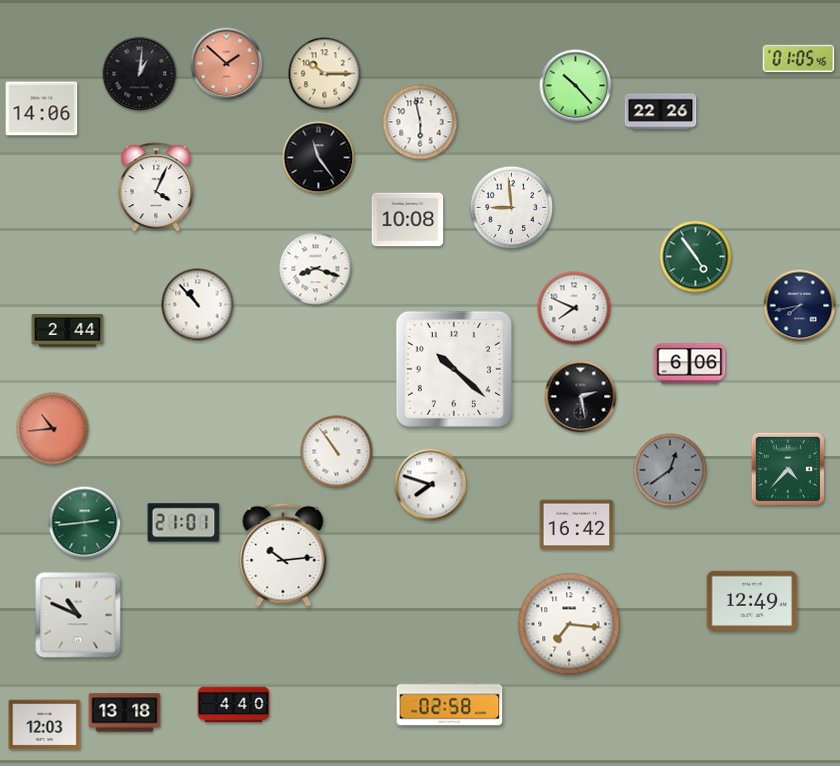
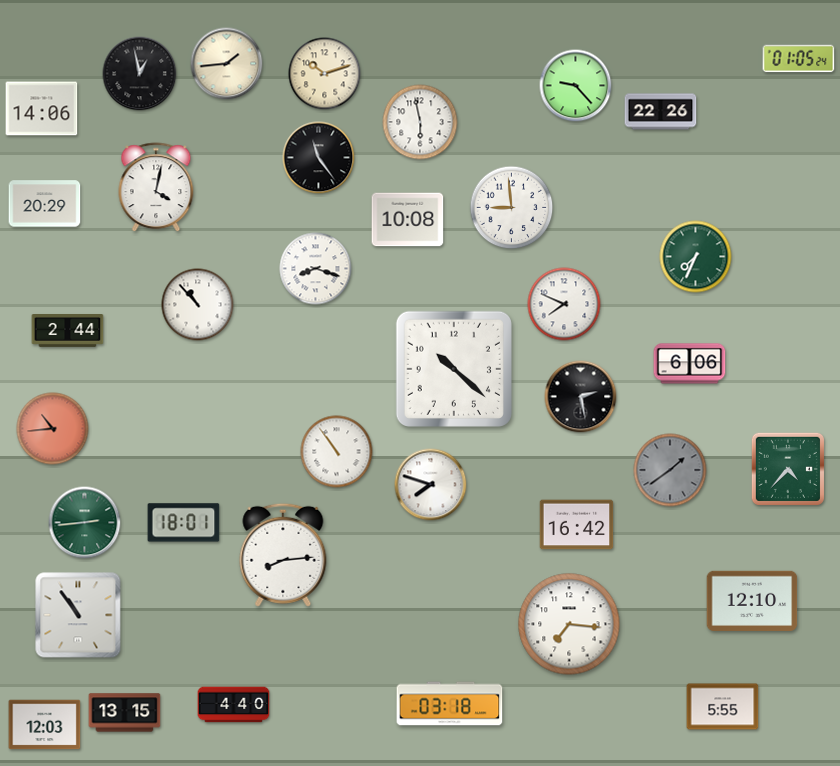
clock at (799, 59): 01:05:46 -> 01:05:24
clock at (227, 64): 1:52 -> 1:44
clock at (227, 64) dial: salmon -> cream
clock at (140, 74): 1:01 -> 12:58
clock at (325, 74): 10:15 -> 10:12
clock at (576, 86): 10:23 -> 9:23
clock at (156, 188): 4:04 -> 4:02
clock at (45, 204): none -> 20:29
clock at (696, 257): 4:54 -> 7:34
clock at (800, 306): 7:43 -> none
clock at (574, 308) position: (574, 308) -> (564, 304)
clock at (670, 470): 12:39 -> 1:39
clock at (184, 523): 21:01 -> 18:01
clock at (283, 555): 10:14 -> 8:14
clock at (752, 601): 12:49 -> 12:10
clock at (78, 615): 10:49 -> 10:54
clock at (450, 704): 02:58 -> 03:18
clock at (723, 707): none -> 5:55
clock at (125, 713): 13:18 -> 13:15
